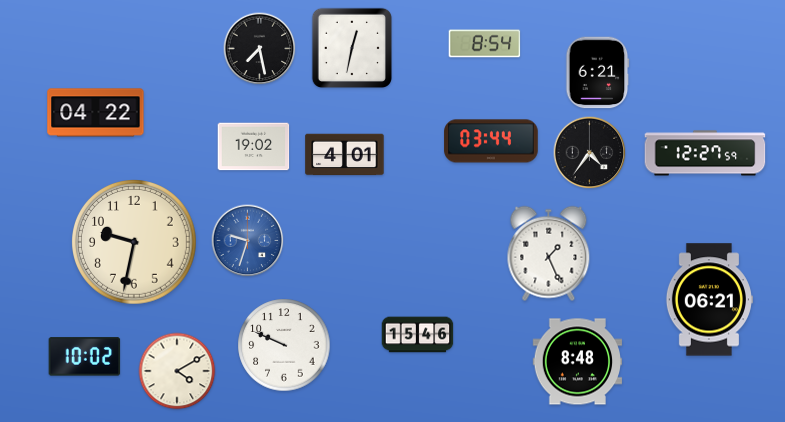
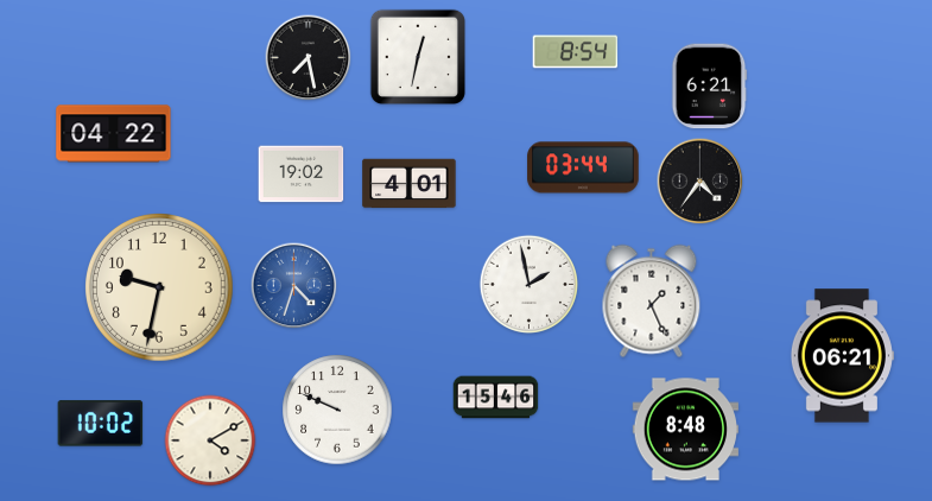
clock at (705, 153): 12:27 -> none
clock at (528, 284): none -> 1:58
clock at (248, 241): 9:33 -> 4:33
